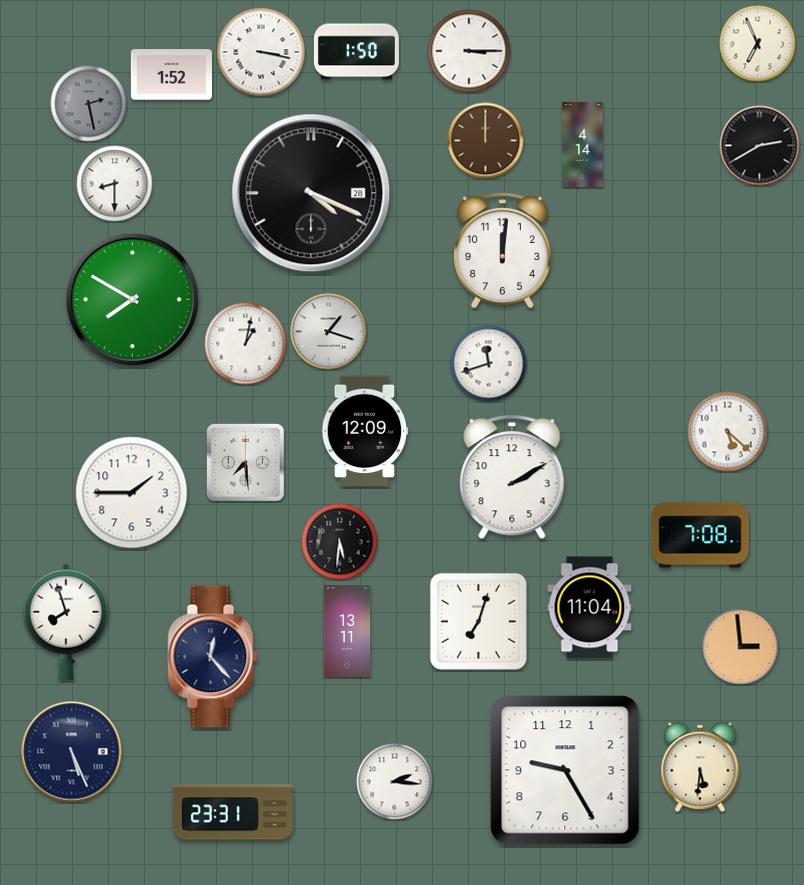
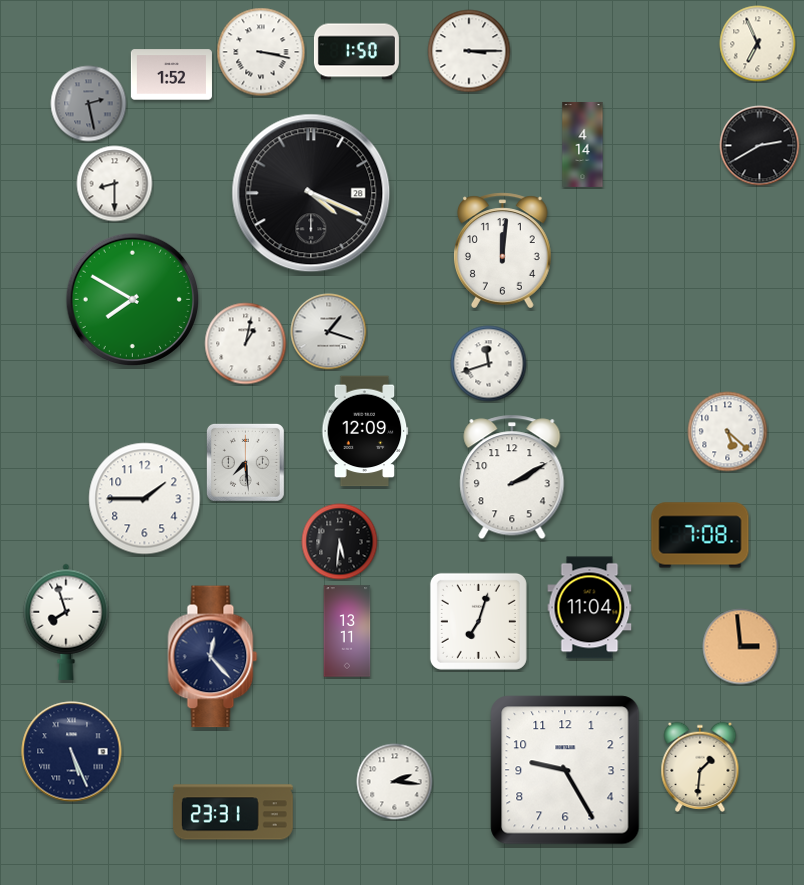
clock at (486, 141): 12:00 -> none
clock at (132, 493) position: (132, 493) -> (145, 499)
clock at (700, 766): 5:31 -> 1:31
